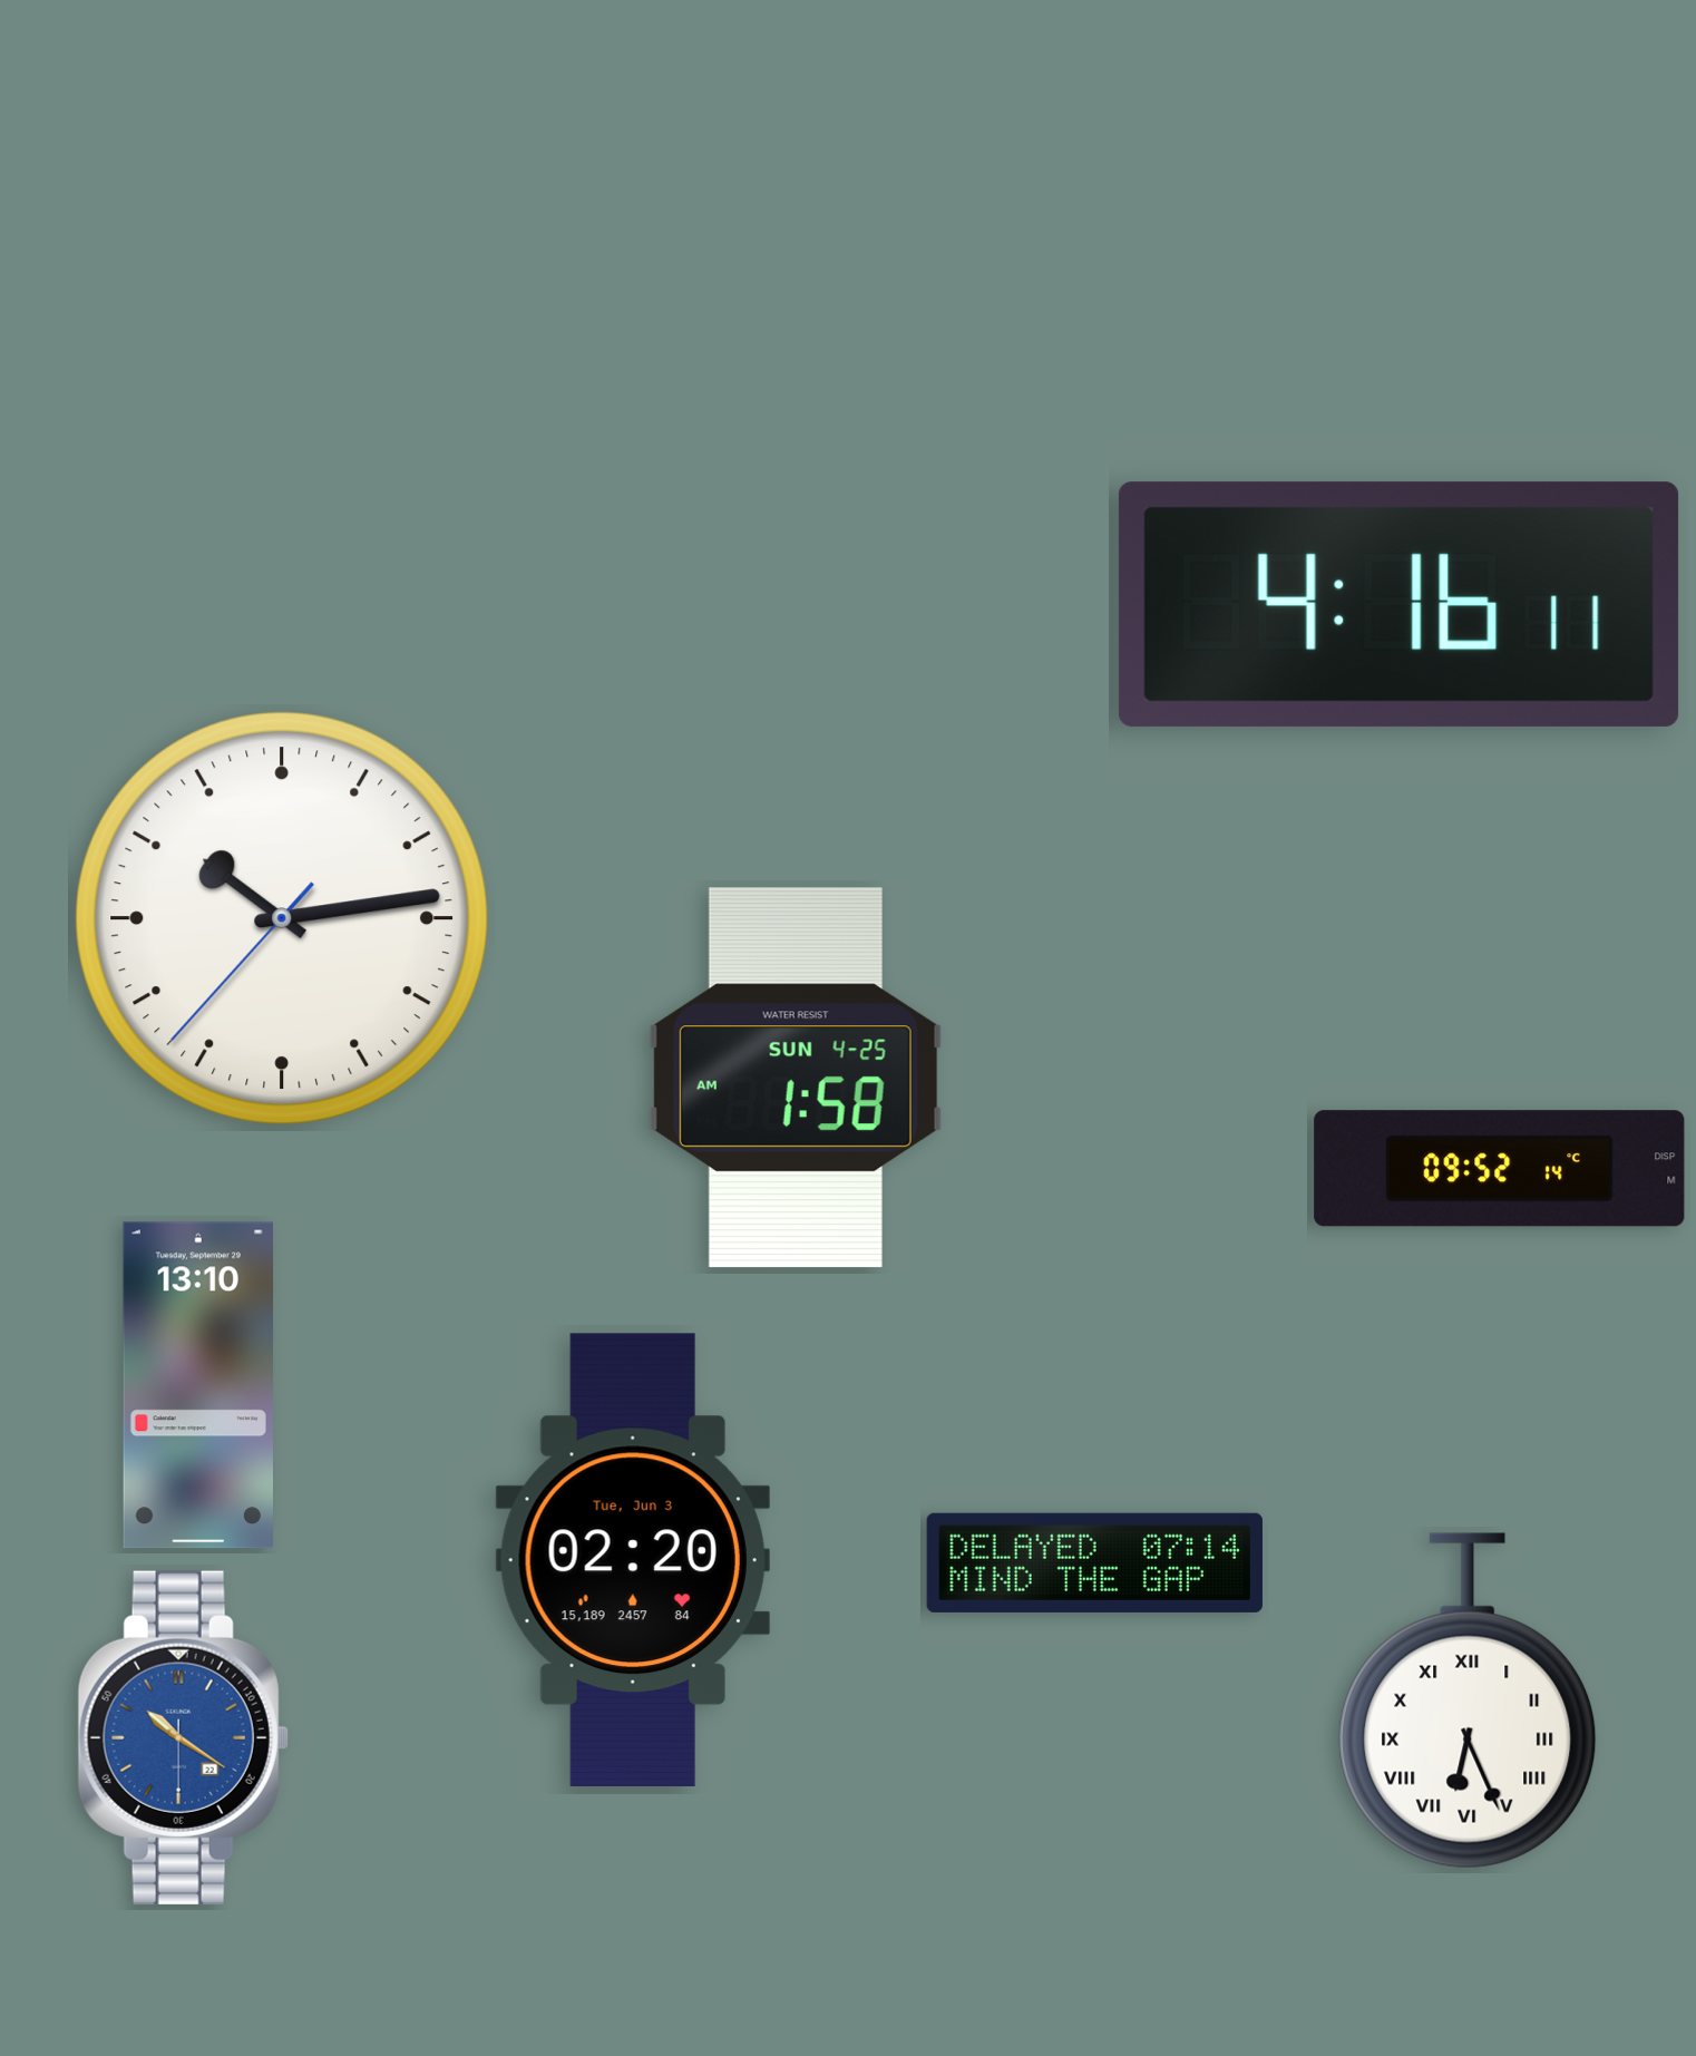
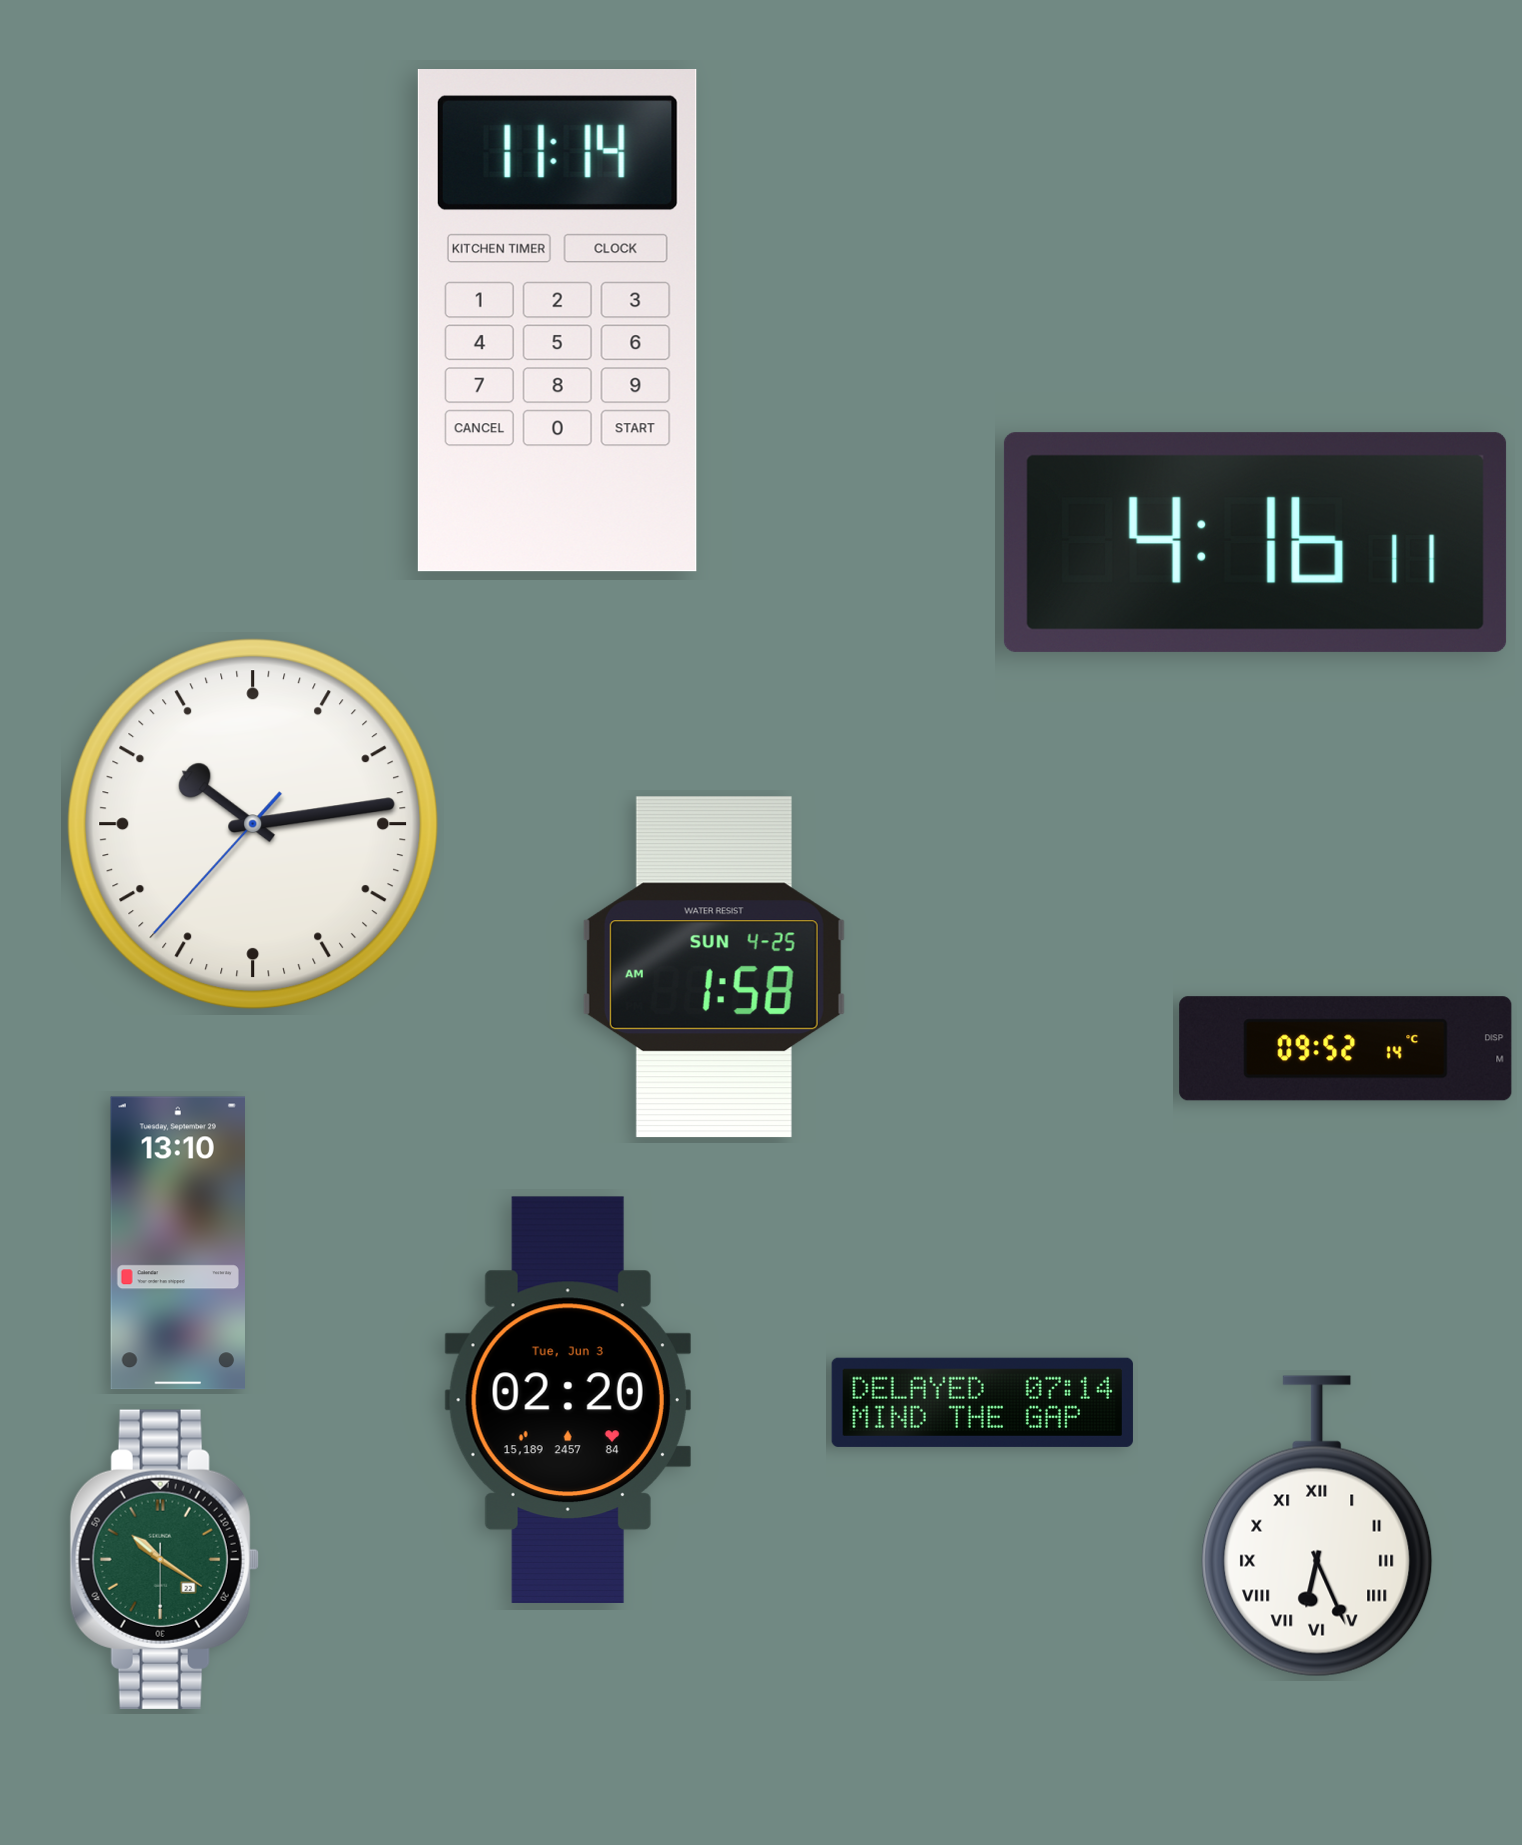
clock at (557, 321): none -> 11:14
clock at (183, 1737) dial: blue -> green
